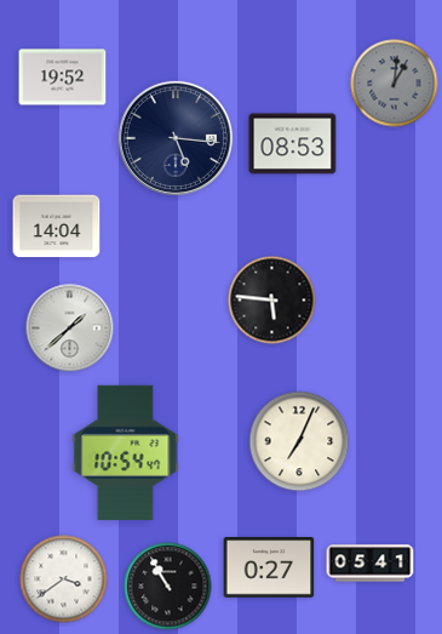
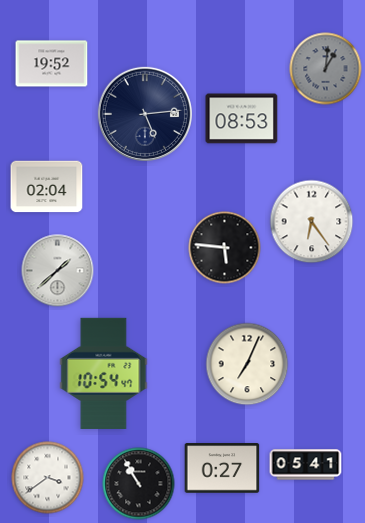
clock at (176, 138): 5:16 -> 5:14
clock at (57, 227): 14:04 -> 02:04
clock at (312, 222): none -> 6:24
clock at (64, 579) position: (64, 579) -> (48, 478)
